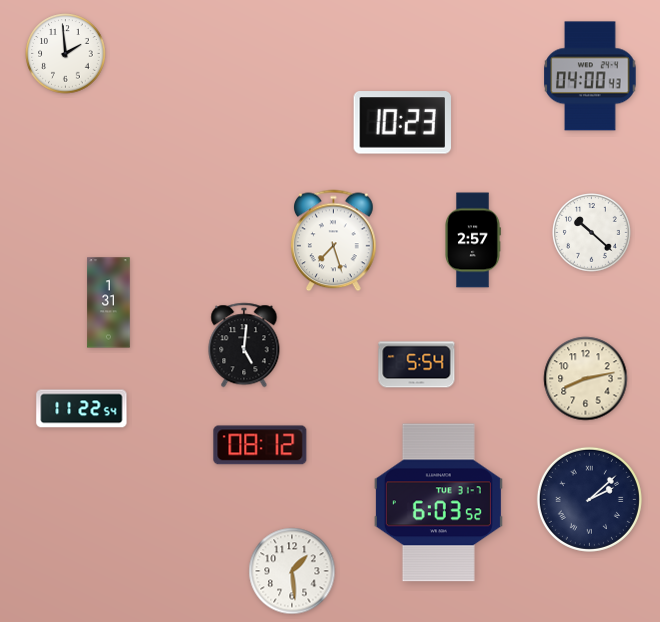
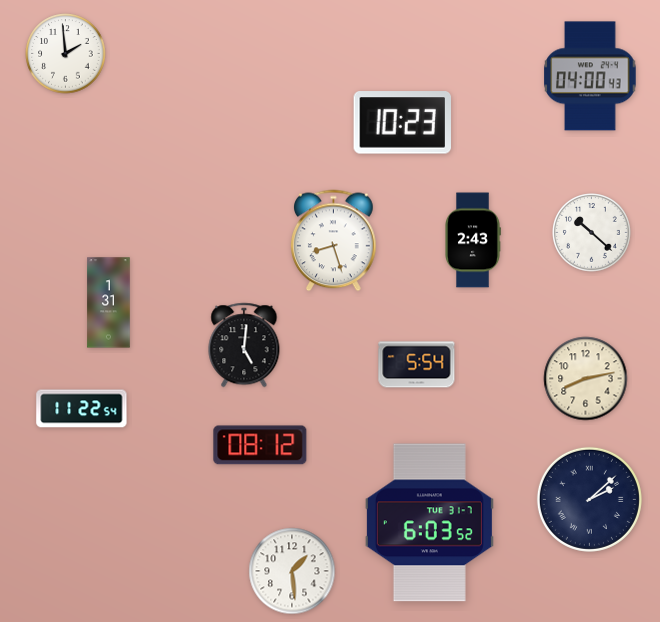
clock at (473, 240): 2:57 -> 2:43
clock at (334, 241): 7:27 -> 8:27
clock at (438, 503) position: (438, 503) -> (429, 523)
